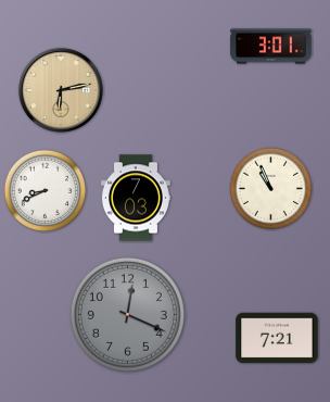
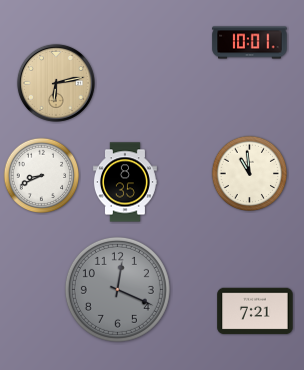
clock at (271, 47): 3:01 -> 10:01
clock at (271, 189): 10:56 -> 10:59
clock at (136, 198): 7:03 -> 8:35
